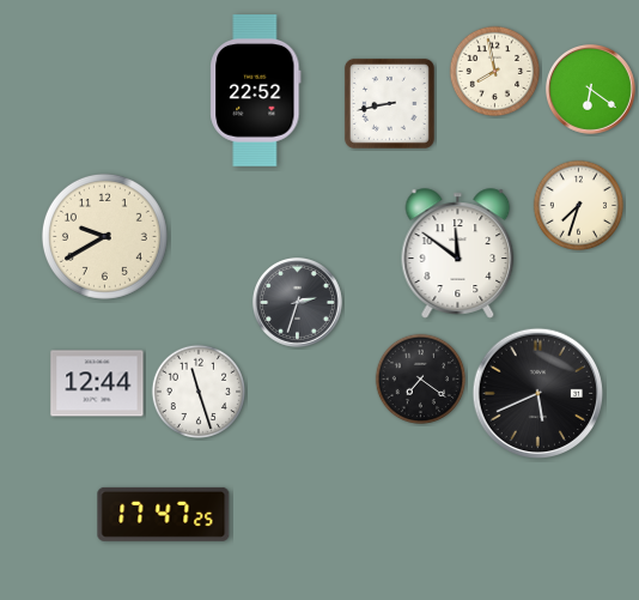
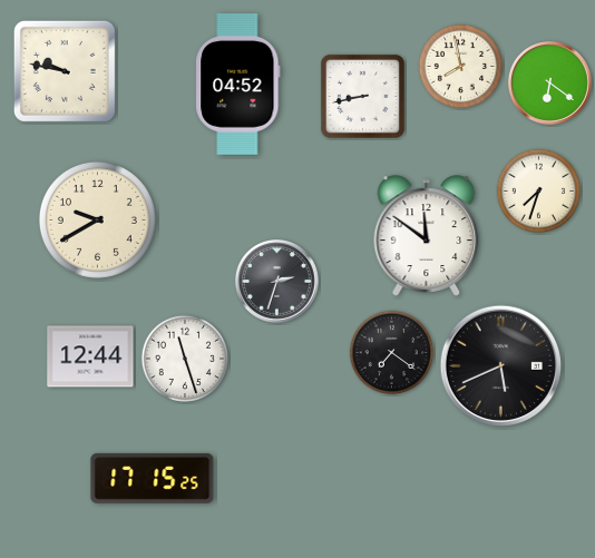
clock at (65, 71): none -> 9:47
clock at (256, 91): 22:52 -> 04:52
clock at (197, 390) position: (197, 390) -> (184, 358)
clock at (164, 514): 17:47 -> 17:15
